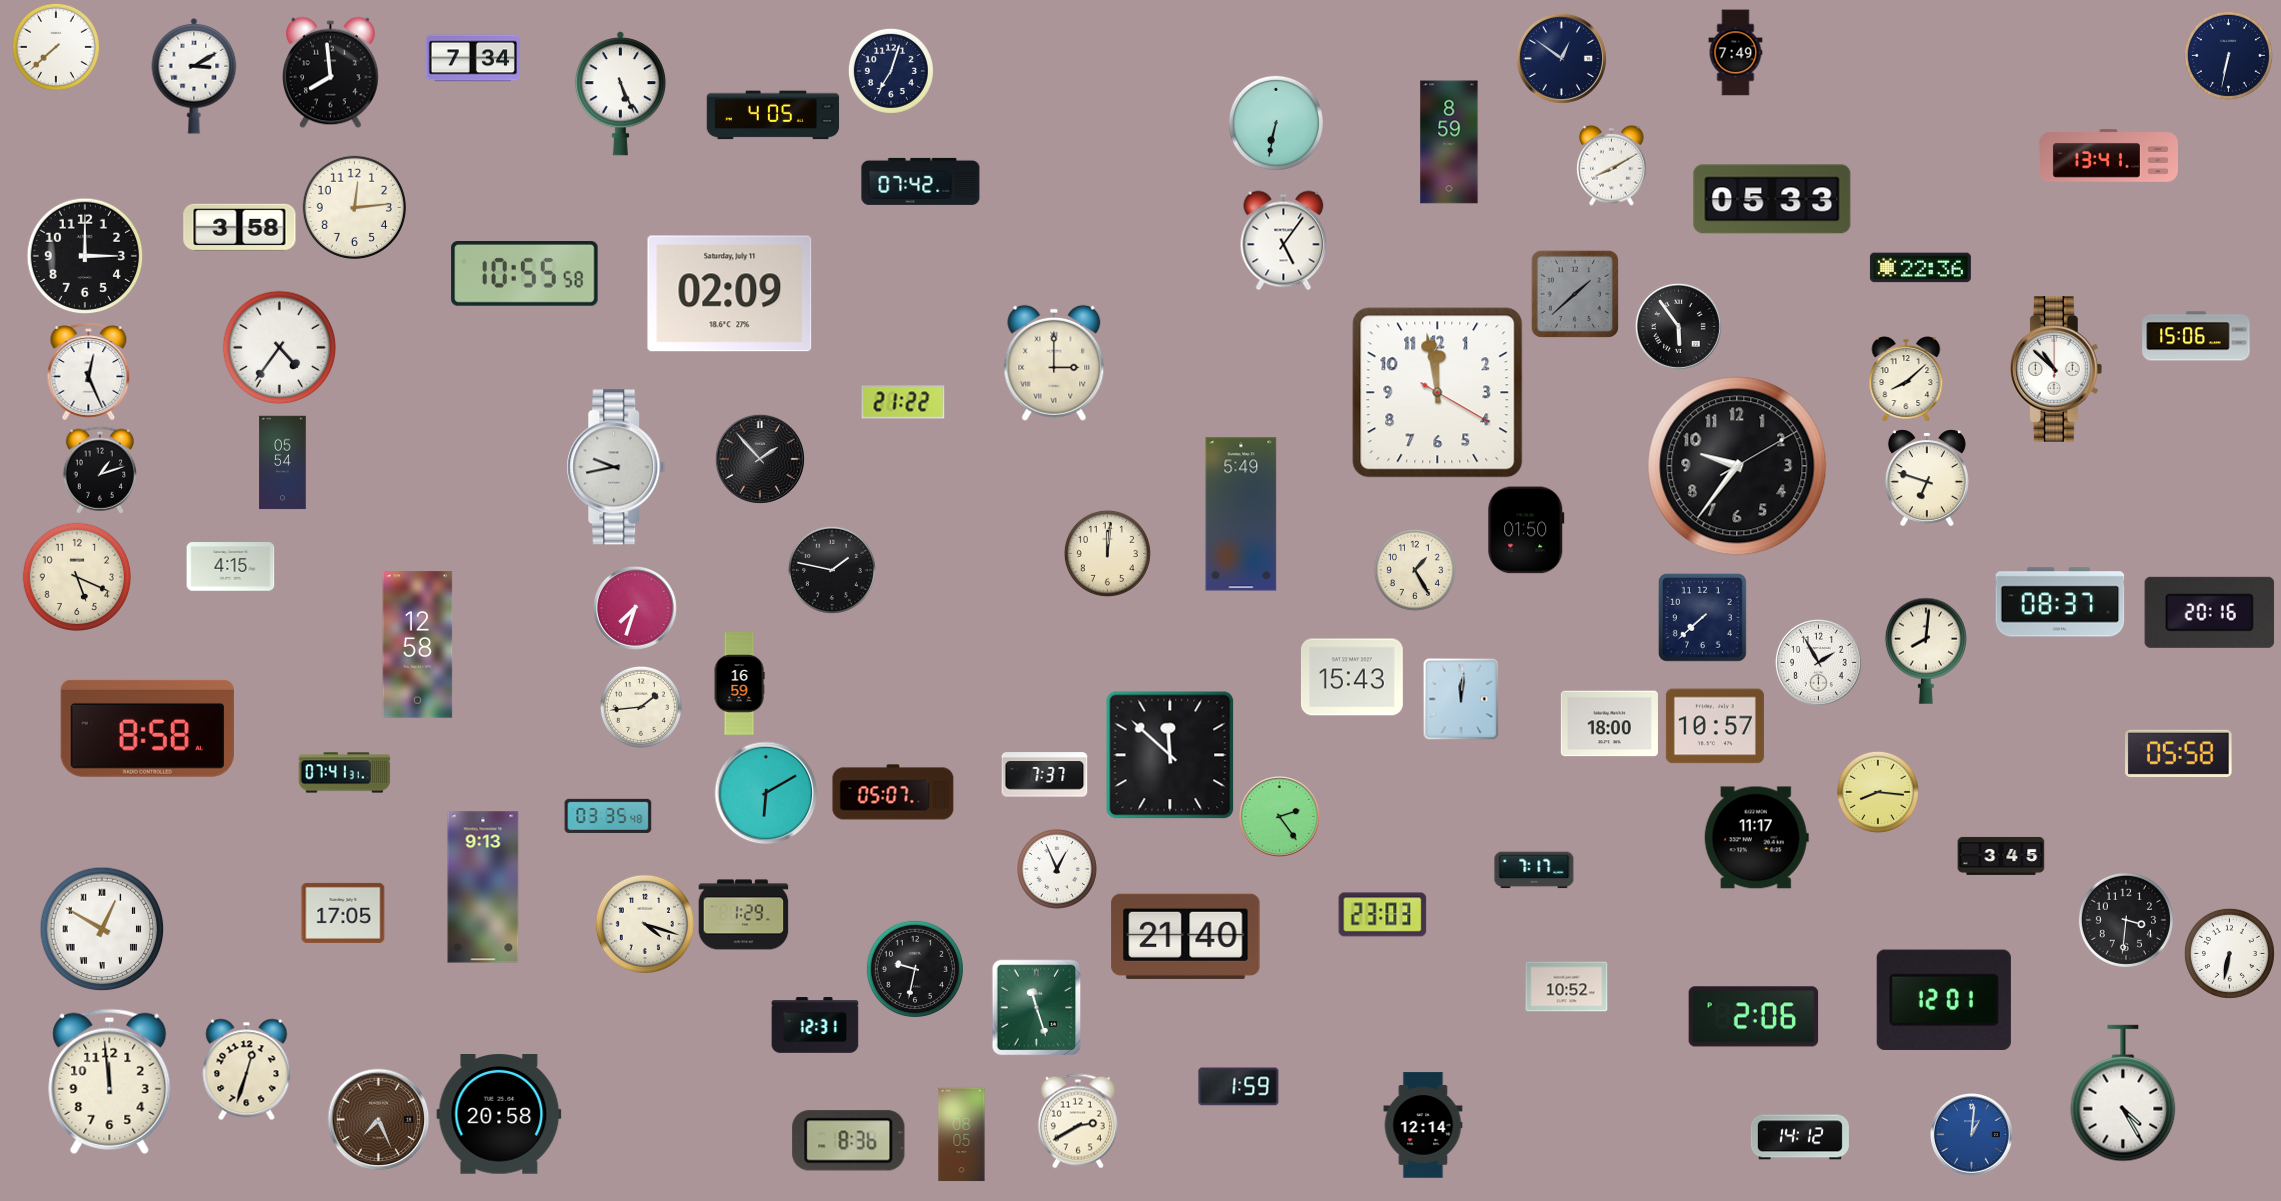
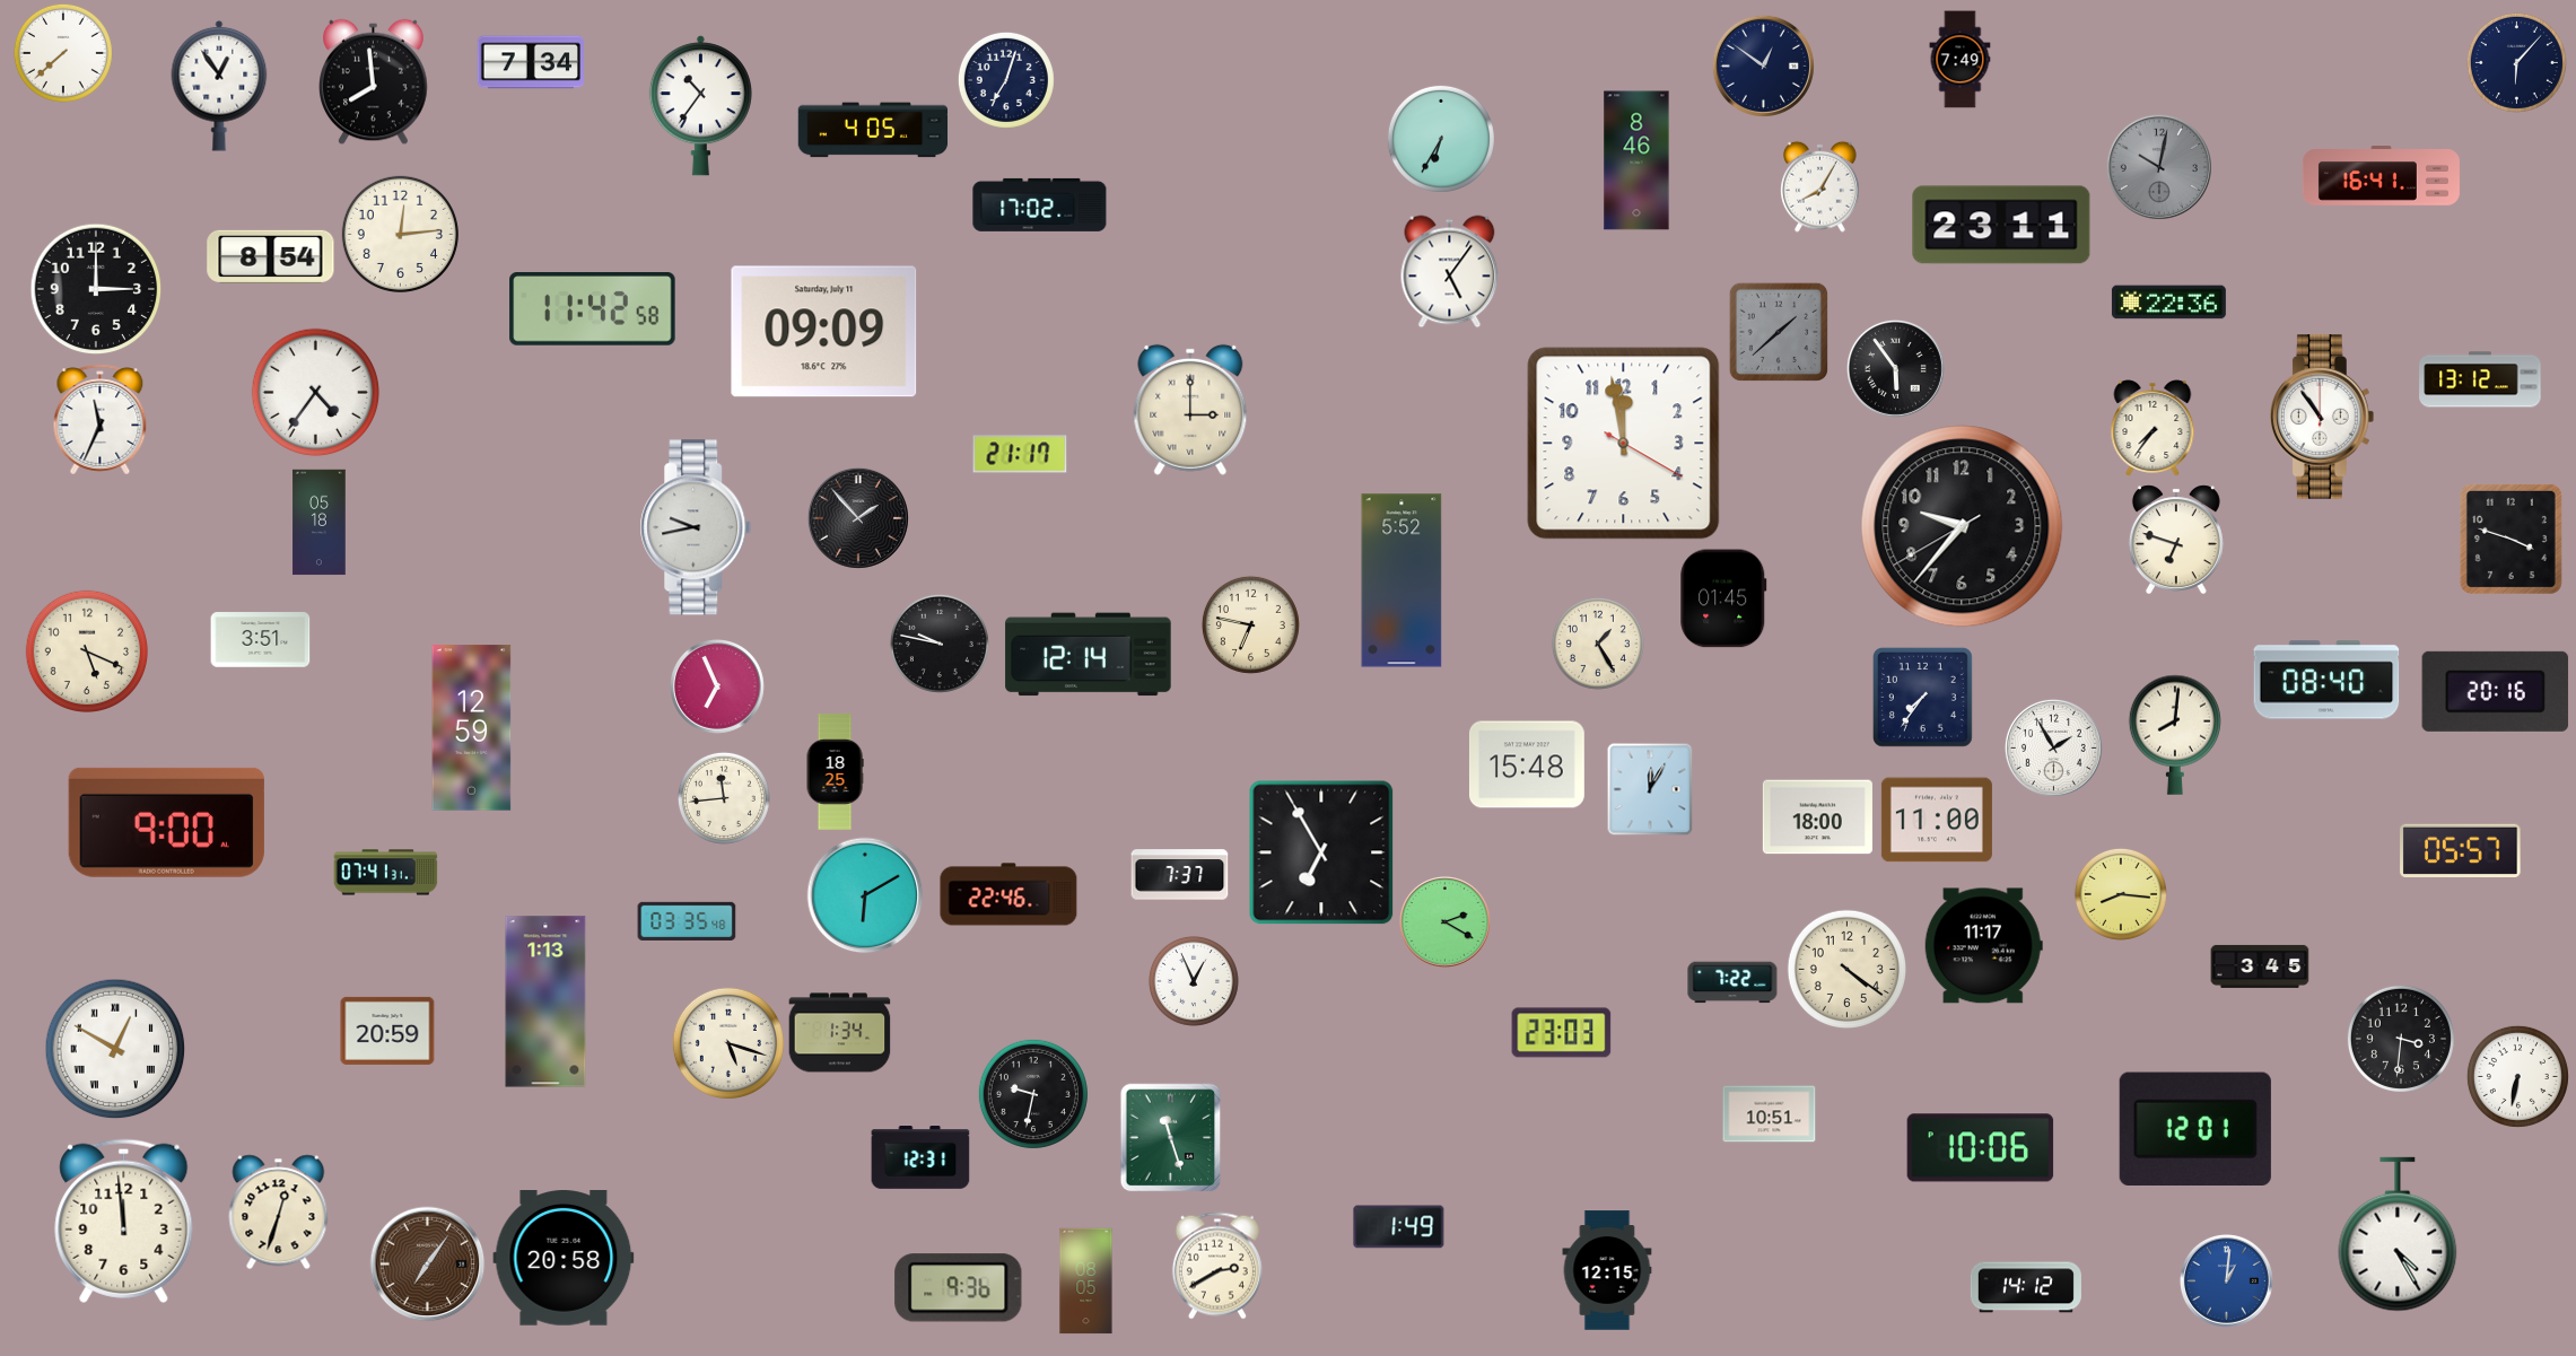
clock at (2228, 55): 6:32 -> 6:07
clock at (472, 58) position: (472, 58) -> (530, 62)
clock at (194, 76): 3:10 -> 12:54
clock at (620, 94): 5:26 -> 10:36
clock at (1276, 123): 6:32 -> 6:35
clock at (1449, 142): 8:59 -> 8:46
clock at (2159, 167): none -> 10:02
clock at (2108, 156): 13:41 -> 16:41
clock at (1612, 165): 8:10 -> 8:05
clock at (921, 181): 07:42 -> 17:02
clock at (1772, 199): 05:33 -> 23:11
clock at (240, 227): 3:58 -> 8:54
clock at (525, 274): 10:55 -> 11:42
clock at (730, 294): 02:09 -> 09:09
clock at (2196, 336): 15:06 -> 13:12
clock at (2056, 369): 10:52 -> 10:54
clock at (89, 372): 12:26 -> 11:34
clock at (1906, 379): 8:08 -> 7:36
clock at (903, 402): 21:22 -> 21:17
clock at (283, 463): 05:54 -> 05:18
clock at (1737, 466): 9:36:10 -> 9:36:40
clock at (99, 470): 1:12 -> none
clock at (2510, 539): none -> 3:48
clock at (1241, 514): 5:49 -> 5:52
clock at (1526, 530): 01:50 -> 01:45
clock at (1107, 553): 12:01 -> 6:47
clock at (231, 567): 4:15 -> 3:51
clock at (832, 570): 1:47 -> 9:47
clock at (1089, 655): none -> 12:14
clock at (2060, 602): 08:37 -> 08:40
clock at (636, 609): 7:33 -> 6:56
clock at (1702, 617): 7:38 -> 7:36
clock at (418, 645): 12:58 -> 12:59
clock at (1352, 677): 15:43 -> 15:48
clock at (739, 684): 16:59 -> 18:25
clock at (1461, 699): 12:01 -> 12:05
clock at (641, 707): 1:44 -> 11:44
clock at (1715, 726): 10:57 -> 11:00
clock at (147, 728): 8:58 -> 9:00
clock at (2179, 753): 05:58 -> 05:57
clock at (1170, 755): 11:52 -> 6:55
clock at (345, 773) position: (345, 773) -> (386, 873)
clock at (893, 792): 05:07 -> 22:46
clock at (1280, 817): 2:24 -> 2:20
clock at (1846, 969): none -> 4:21
clock at (1534, 870): 7:17 -> 7:22
clock at (483, 887): 9:13 -> 1:13
clock at (343, 913): 17:05 -> 20:59
clock at (744, 915): 1:29 -> 1:34
clock at (645, 924): 4:18 -> 5:18
clock at (1186, 936): 21:40 -> none
clock at (1567, 987): 10:52 -> 10:51
clock at (1754, 1017): 2:06 -> 10:06
clock at (247, 1070) position: (247, 1070) -> (279, 1213)
clock at (1239, 1087): 1:59 -> 1:49
clock at (379, 1120): 7:26 -> 7:06
clock at (1423, 1125): 12:14 -> 12:15
clock at (1800, 1137) position: (1800, 1137) -> (2026, 1287)
clock at (849, 1141): 8:36 -> 9:36
